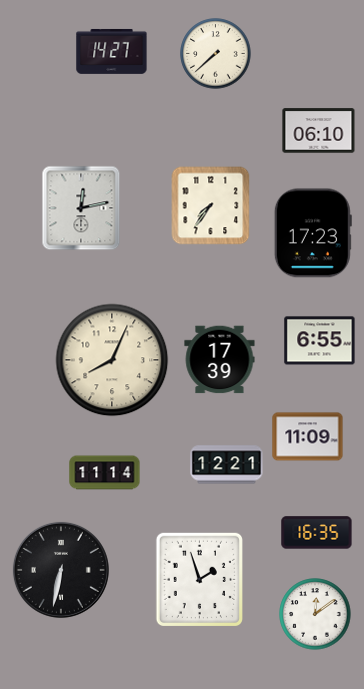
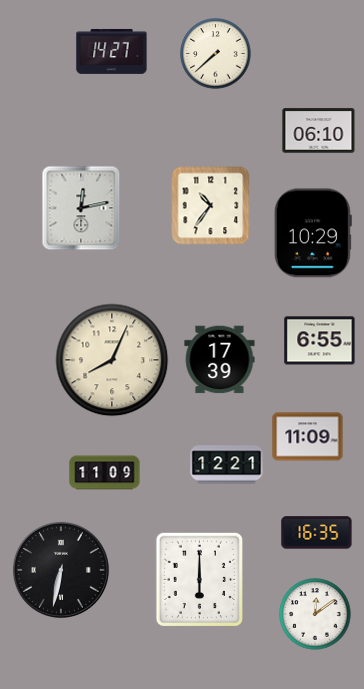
clock at (211, 206): 7:36 -> 10:36
clock at (313, 233): 17:23 -> 10:29
clock at (105, 473): 11:14 -> 11:09
clock at (199, 579): 1:57 -> 6:00
